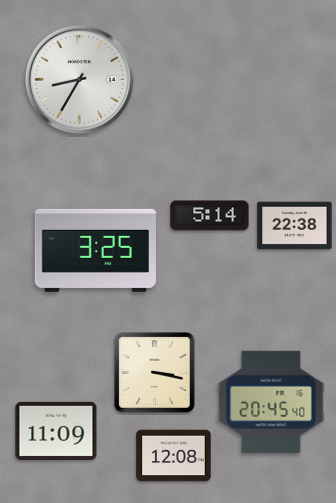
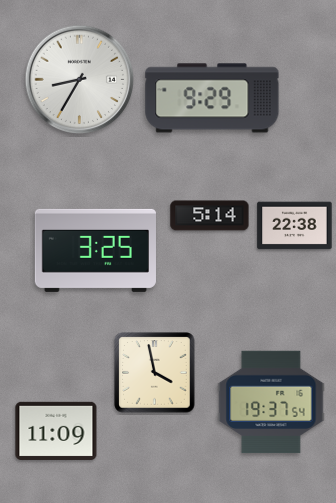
clock at (212, 98): none -> 9:29
clock at (155, 373): 3:17 -> 3:58
clock at (271, 402): 20:45 -> 19:37
clock at (174, 456): 12:08 -> none
